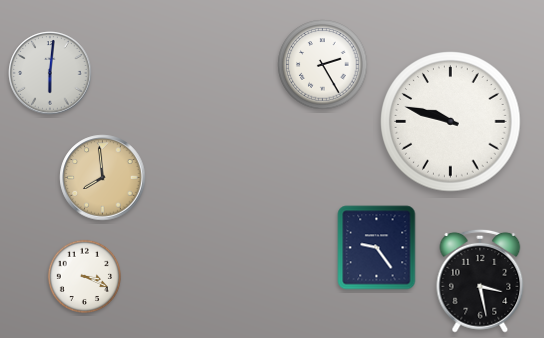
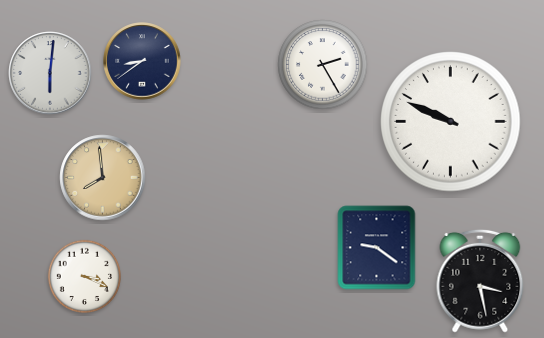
clock at (142, 61): none -> 8:39
clock at (451, 122): 9:48 -> 9:49
clock at (377, 248): 9:24 -> 9:21
